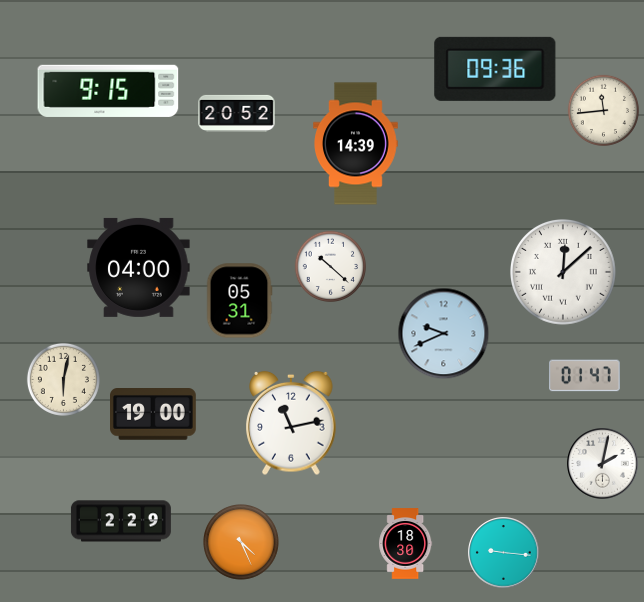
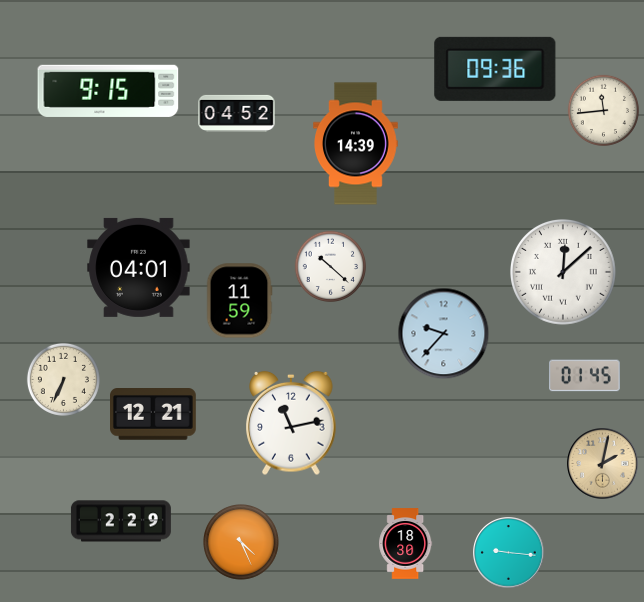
clock at (237, 113): 20:52 -> 04:52
clock at (139, 267): 04:00 -> 04:01
clock at (239, 301): 05:31 -> 11:59
clock at (444, 334): 9:41 -> 9:37
clock at (585, 376): 01:47 -> 01:45
clock at (63, 379): 6:02 -> 6:34
clock at (154, 415): 19:00 -> 12:21
clock at (603, 464) dial: white -> champagne
clock at (504, 553) position: (504, 553) -> (509, 553)
